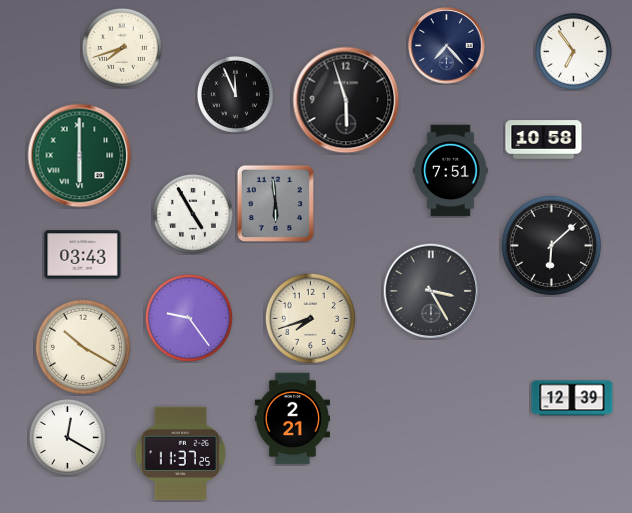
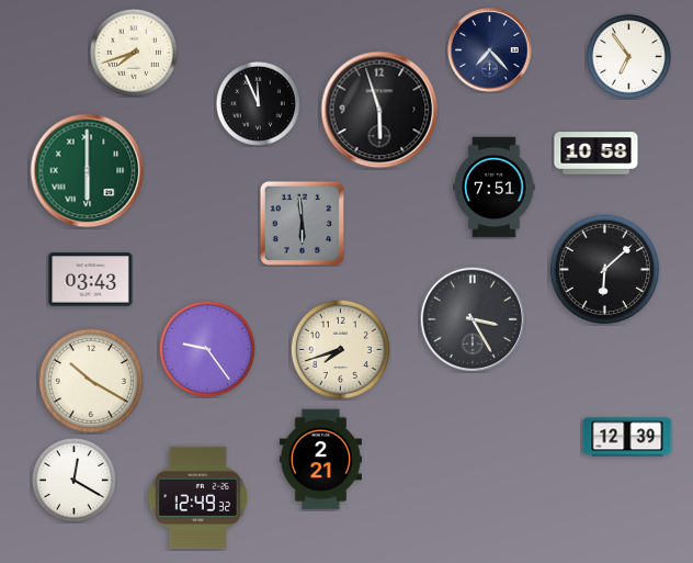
clock at (193, 214): 4:55 -> none
clock at (181, 454): 11:37 -> 12:49
